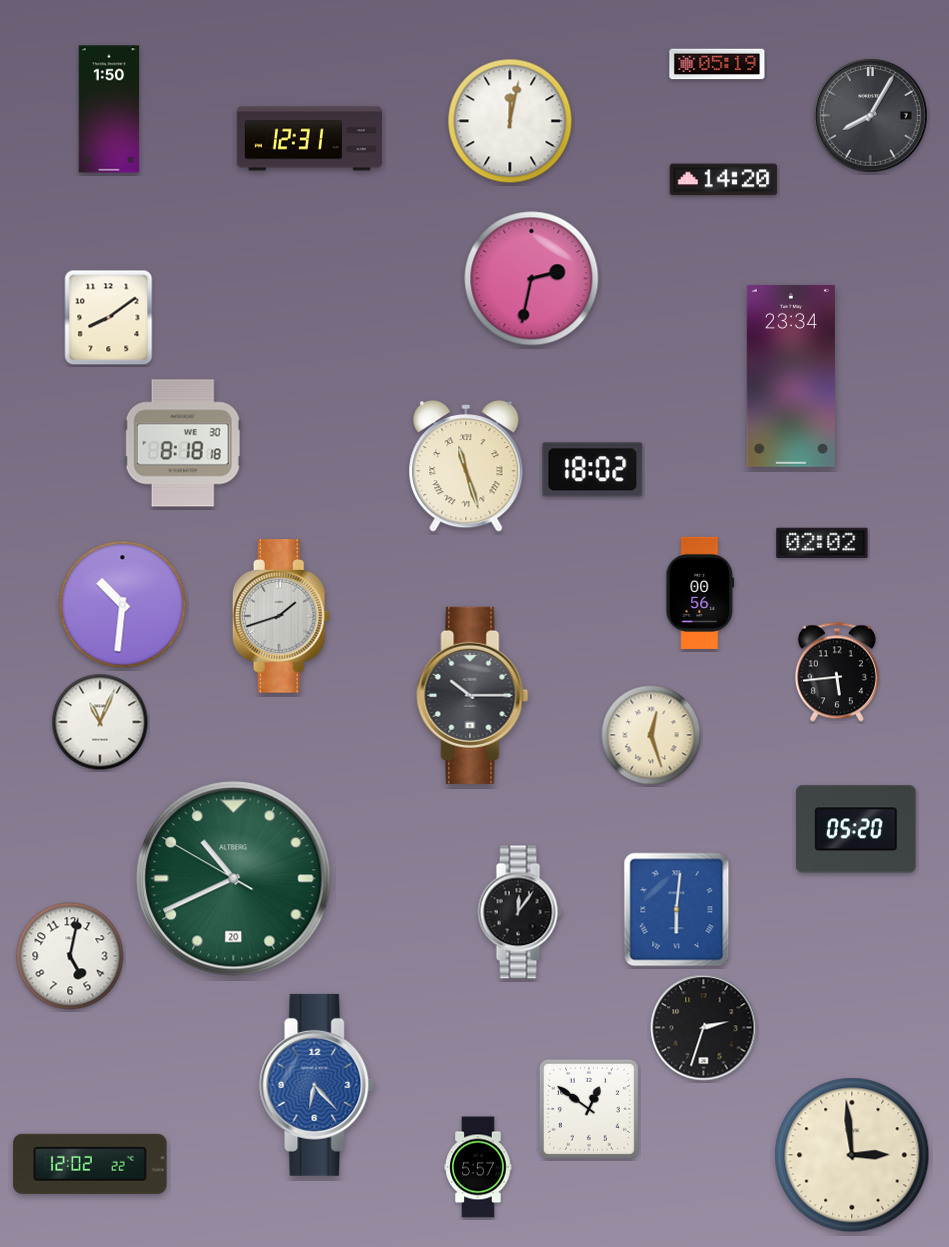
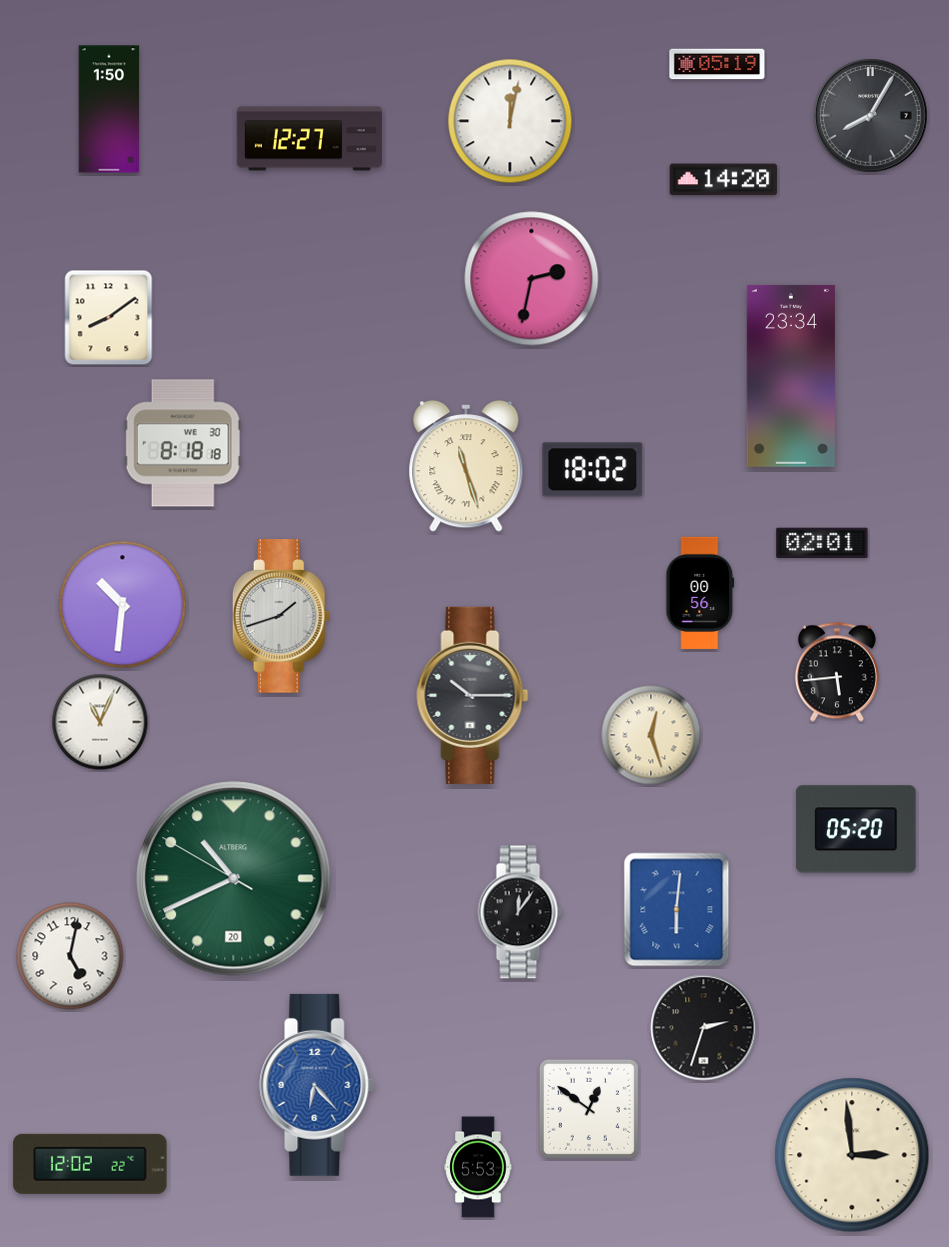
clock at (309, 139): 12:31 -> 12:27
clock at (822, 543): 02:02 -> 02:01
clock at (478, 1167): 5:57 -> 5:53
